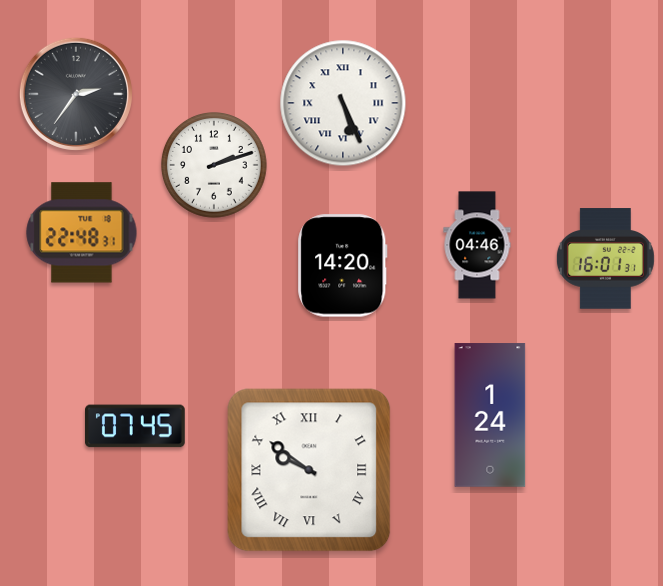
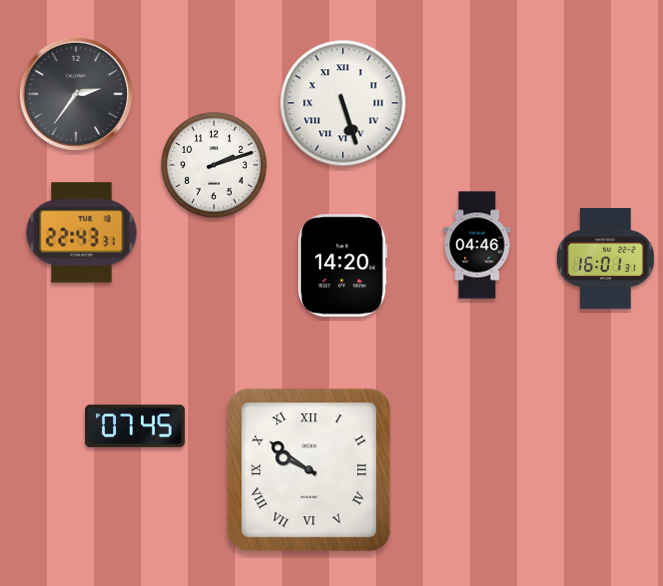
clock at (343, 103): 5:26 -> 5:27
clock at (82, 233): 22:48 -> 22:43
clock at (490, 415): 1:24 -> none
